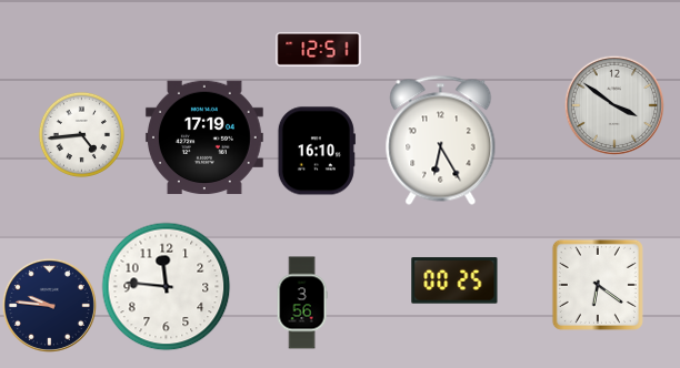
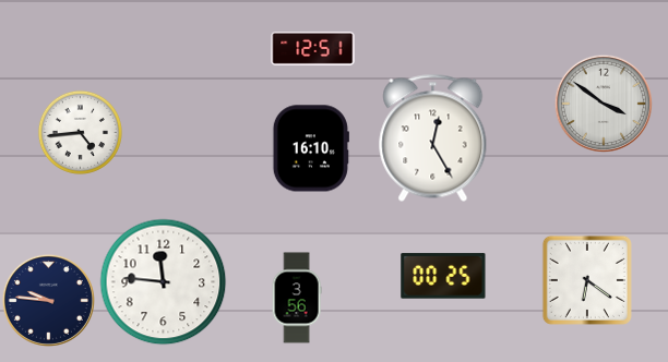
clock at (204, 137): 17:19 -> none
clock at (441, 140): 6:25 -> 12:25
clock at (454, 280) position: (454, 280) -> (443, 276)
